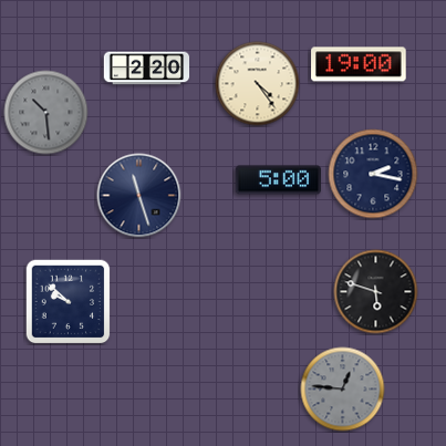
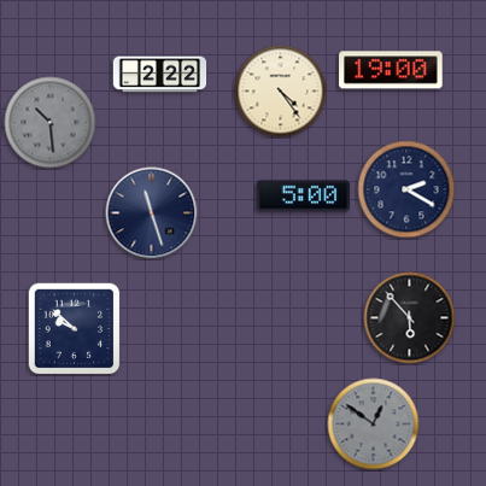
clock at (147, 69): 2:20 -> 2:22
clock at (373, 174): 2:17 -> 2:20
clock at (376, 292): 5:48 -> 5:53
clock at (343, 390): 12:46 -> 12:51
